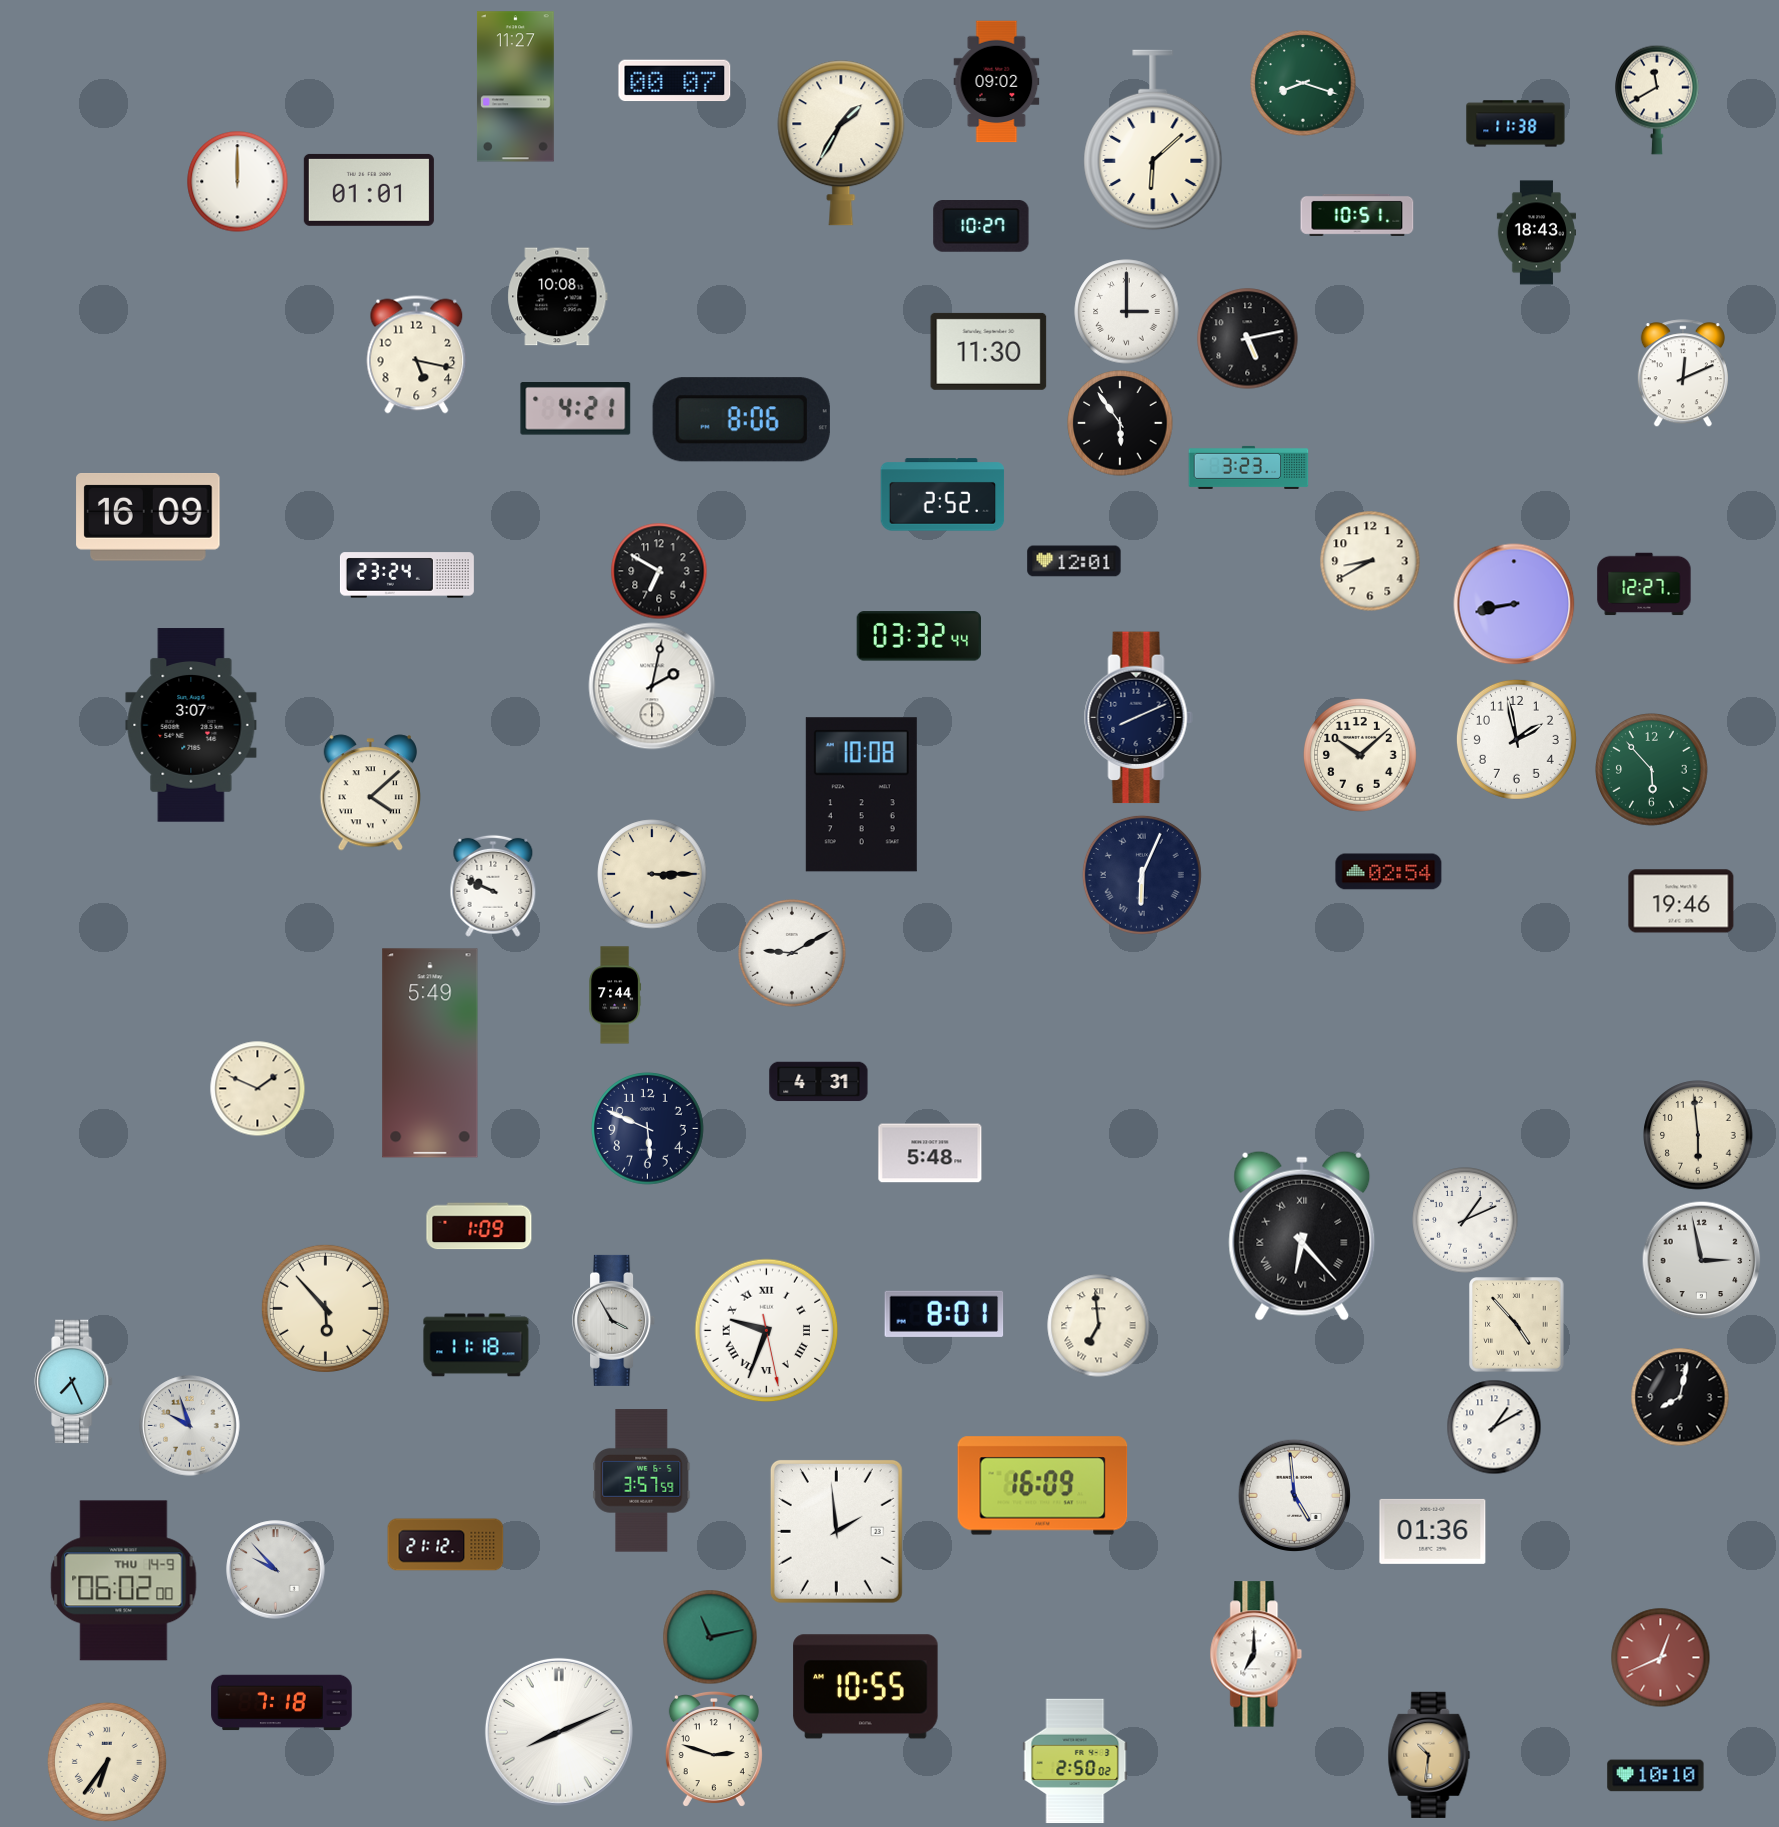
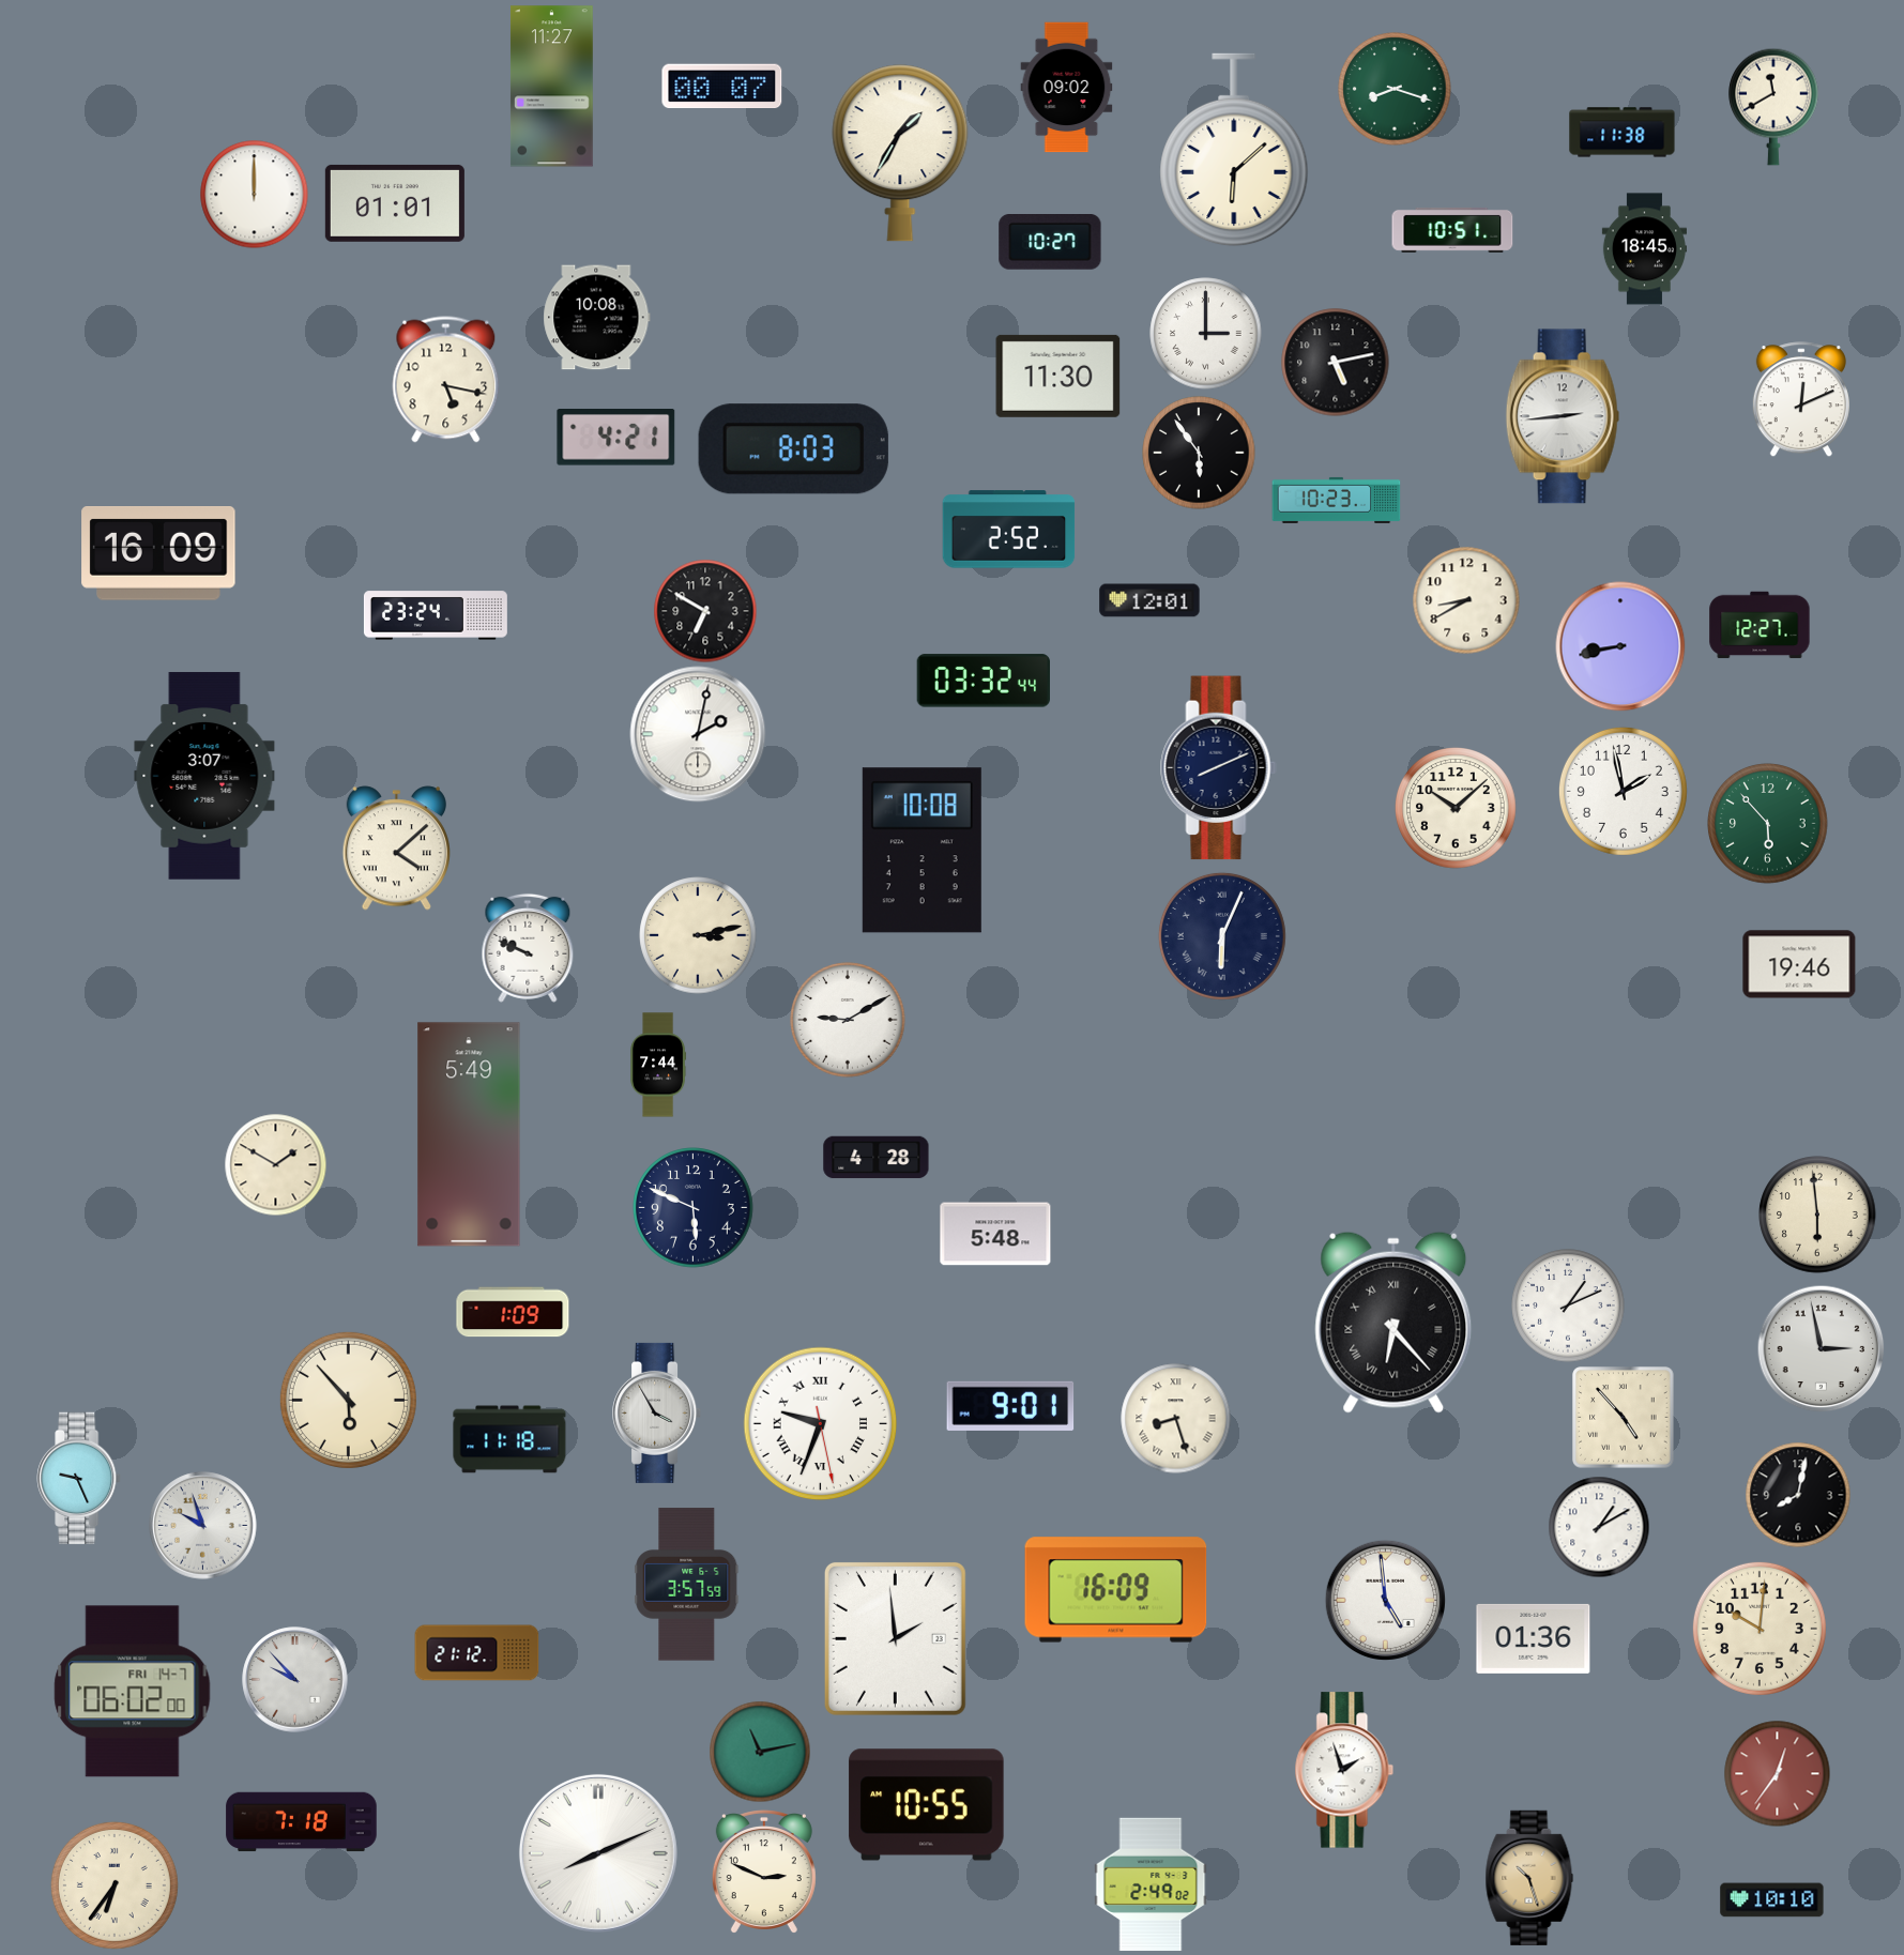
clock at (515, 87) position: (515, 87) -> (551, 87)
clock at (1536, 233): 18:43 -> 18:45
clock at (1563, 416): none -> 2:44
clock at (741, 420): 8:06 -> 8:03
clock at (1249, 467): 3:23 -> 10:23
clock at (1389, 872): 02:54 -> none
clock at (652, 874): 3:15 -> 3:13
clock at (430, 1053) position: (430, 1053) -> (469, 1134)
clock at (819, 1082): 4:31 -> 4:28
clock at (257, 1088): 1:49 -> 1:50
clock at (944, 1314): 8:01 -> 9:01
clock at (1099, 1326): 6:59 -> 8:27
clock at (74, 1382): 7:26 -> 9:26
clock at (1760, 1629): none -> 10:01
clock at (124, 1581) date: THU 14-9 -> FRI 14-7
clock at (1256, 1654): 7:00 -> 1:57
clock at (1661, 1658): 12:41 -> 12:36
clock at (714, 1749): 2:48 -> 2:49
clock at (1429, 1755): 10:31 -> 10:27
clock at (1075, 1761): 2:50 -> 2:49
